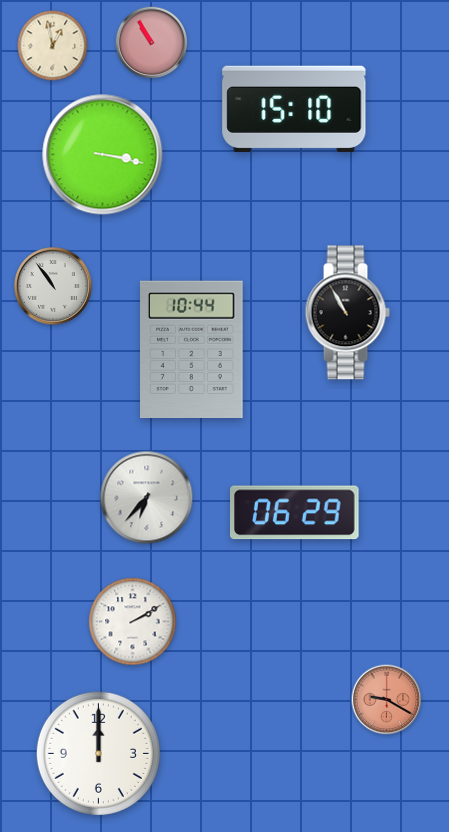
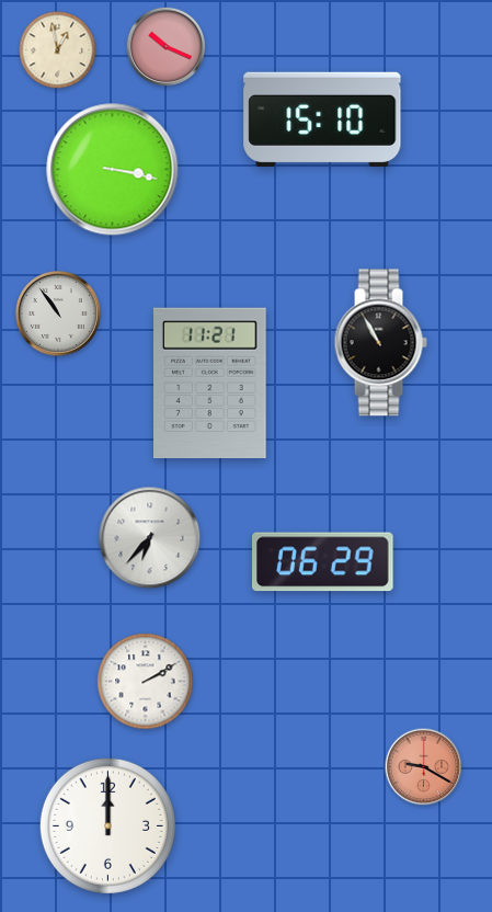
clock at (152, 43): 10:55 -> 10:19
clock at (192, 349): 10:44 -> 11:21
clock at (147, 498) position: (147, 498) -> (150, 538)
